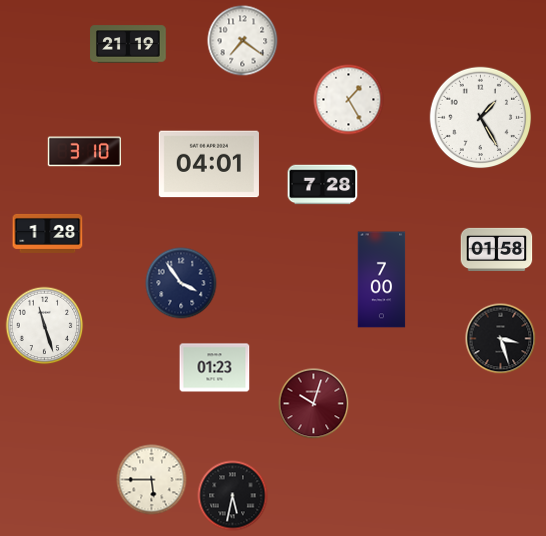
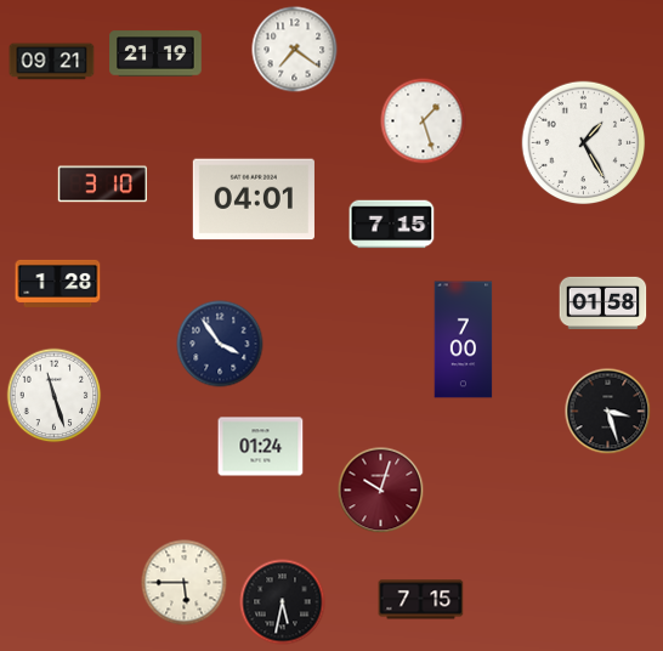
clock at (52, 62): none -> 09:21
clock at (349, 100): 1:25 -> 1:27
clock at (323, 185): 7:28 -> 7:15
clock at (215, 368): 01:23 -> 01:24
clock at (421, 600): none -> 7:15
